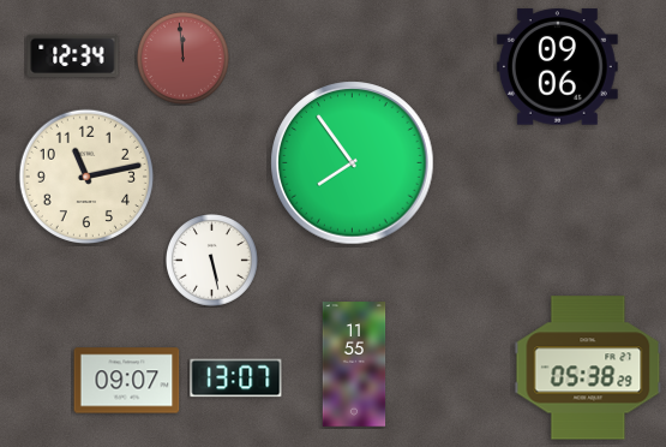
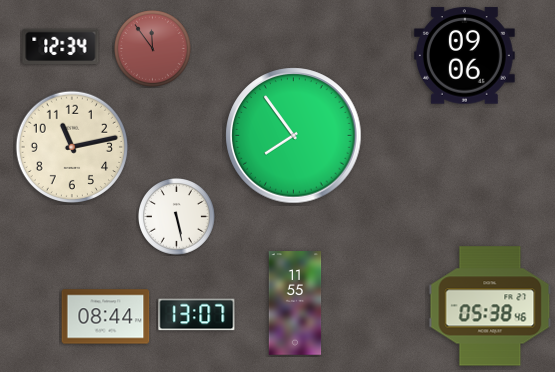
clock at (184, 59): 11:59 -> 11:54
clock at (588, 368): 05:38:29 -> 05:38:46
clock at (127, 381): 09:07 -> 08:44
